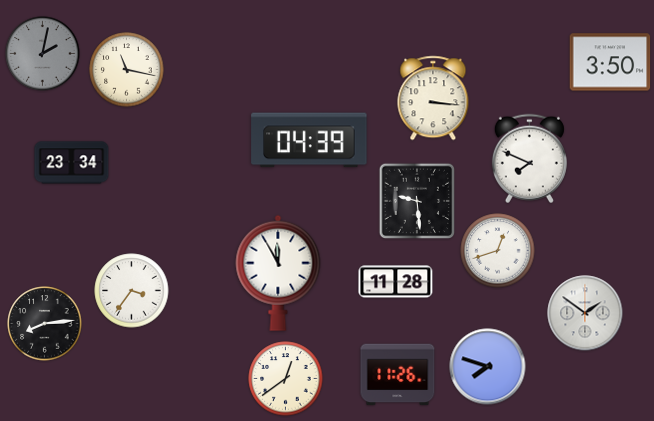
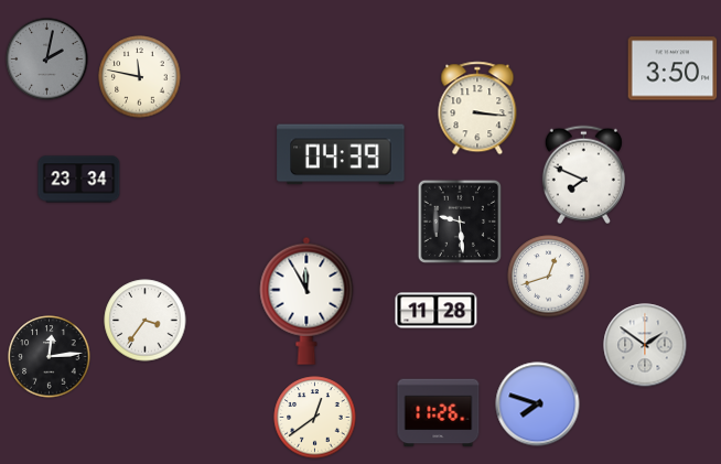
clock at (127, 70): 11:17 -> 11:47
clock at (45, 324): 8:14 -> 12:14
